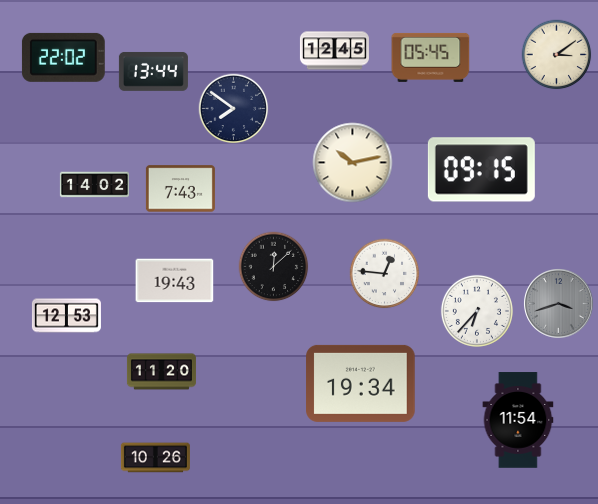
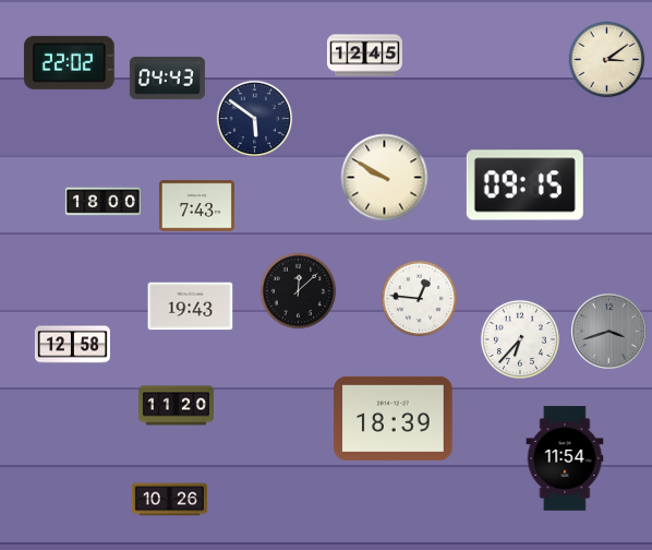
clock at (431, 57): 05:45 -> none
clock at (153, 71): 13:44 -> 04:43
clock at (234, 109): 7:51 -> 5:51
clock at (353, 163): 10:13 -> 9:50
clock at (94, 185): 14:02 -> 18:00
clock at (66, 316): 12:53 -> 12:58
clock at (361, 383): 19:34 -> 18:39
